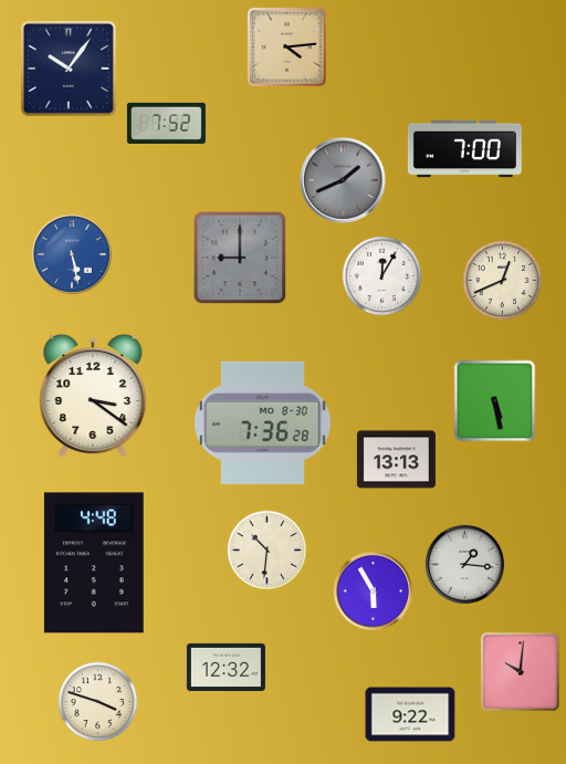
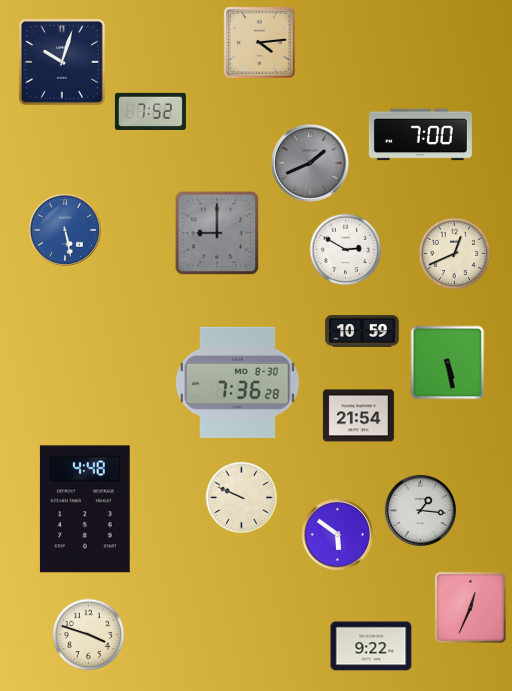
clock at (69, 69): 10:06 -> 10:03
clock at (382, 276): 12:05 -> 2:50
clock at (362, 331): none -> 10:59
clock at (93, 396): 3:21 -> none
clock at (396, 460): 13:13 -> 21:54
clock at (268, 551): 10:31 -> 9:49
clock at (373, 590): 5:55 -> 5:51
clock at (226, 667): 12:32 -> none
clock at (520, 671): 10:01 -> 12:34
